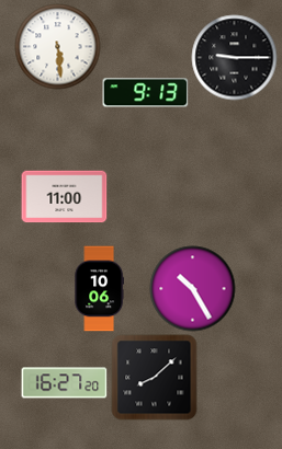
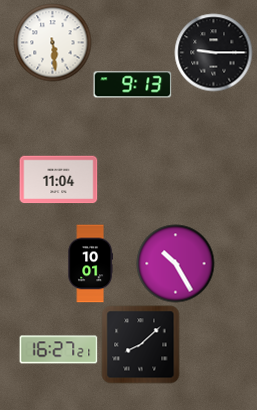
clock at (64, 197): 11:00 -> 11:04
clock at (99, 288): 10:06 -> 10:01
clock at (64, 383): 16:27:20 -> 16:27:21
